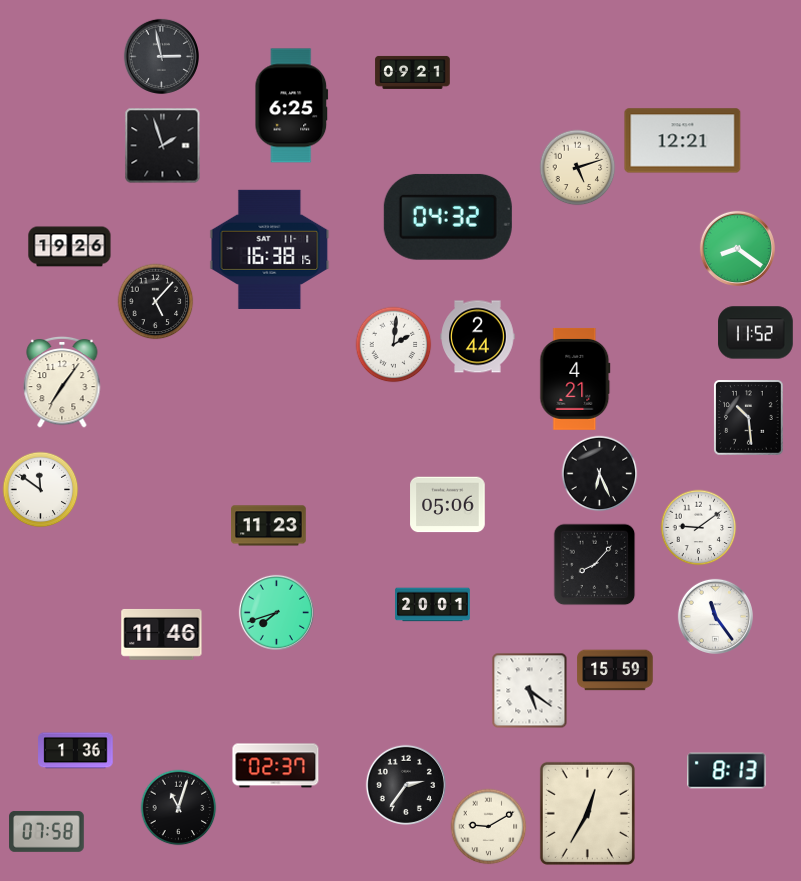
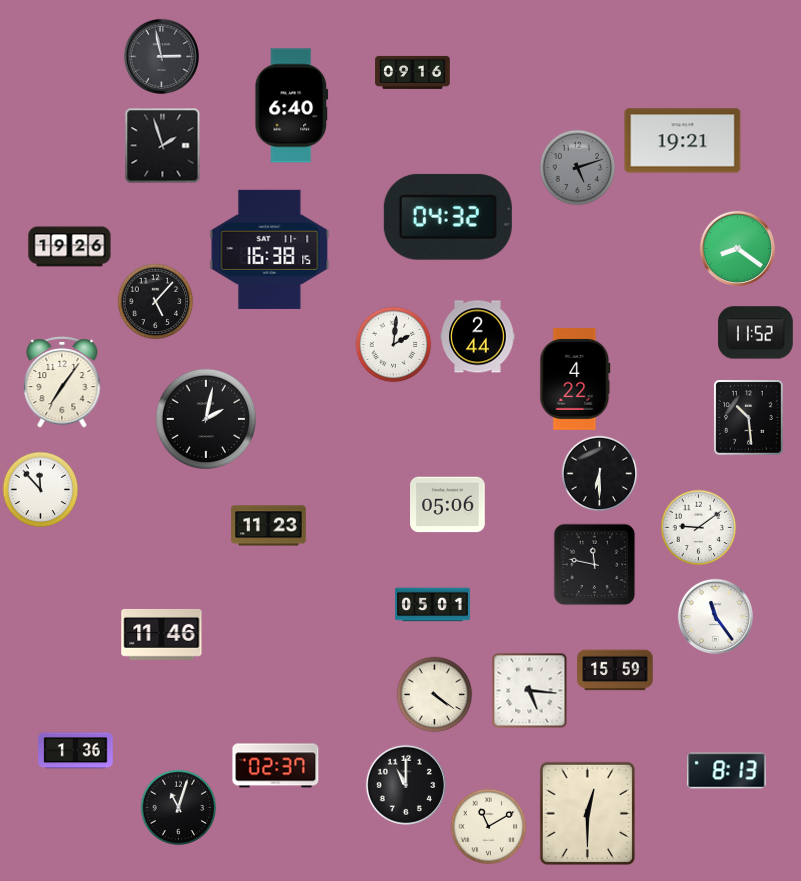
clock at (413, 72): 09:21 -> 09:16
clock at (292, 106): 6:25 -> 6:40
clock at (683, 141): 12:21 -> 19:21
clock at (578, 168) dial: cream -> grey
clock at (575, 379): 4:21 -> 4:22
clock at (205, 418): none -> 2:02
clock at (600, 474): 6:26 -> 6:30
clock at (41, 490): 11:51 -> 11:53
clock at (595, 565): 8:07 -> 11:47
clock at (433, 605): 20:01 -> 05:01
clock at (276, 612): 7:42 -> none
clock at (530, 691): 5:21 -> 5:16
clock at (435, 695): none -> 4:21
clock at (405, 784): 2:36 -> 11:00
clock at (587, 813): 12:35 -> 12:30
clock at (489, 827): 9:10 -> 11:10
clock at (47, 831): 07:58 -> none
